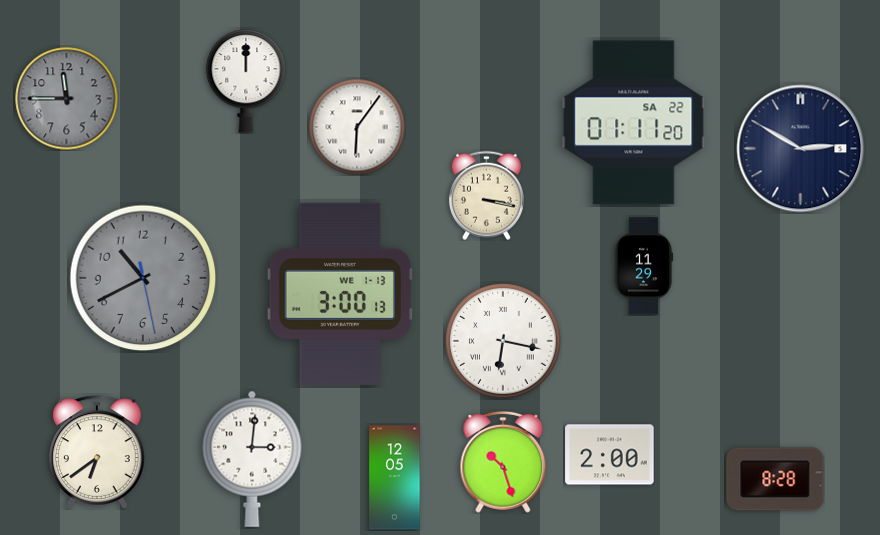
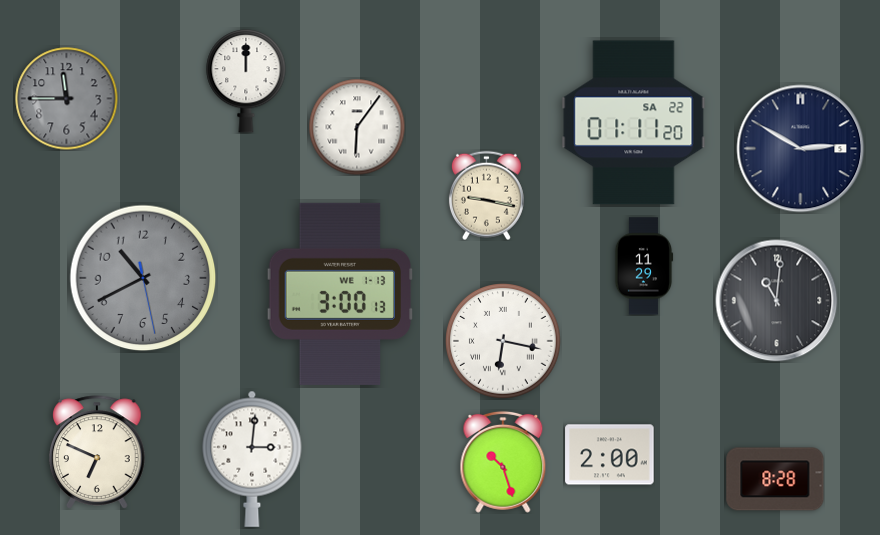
clock at (486, 195): 3:17 -> 9:17
clock at (777, 301): none -> 11:01
clock at (97, 452): 6:39 -> 6:49
clock at (395, 478): 12:05 -> none
